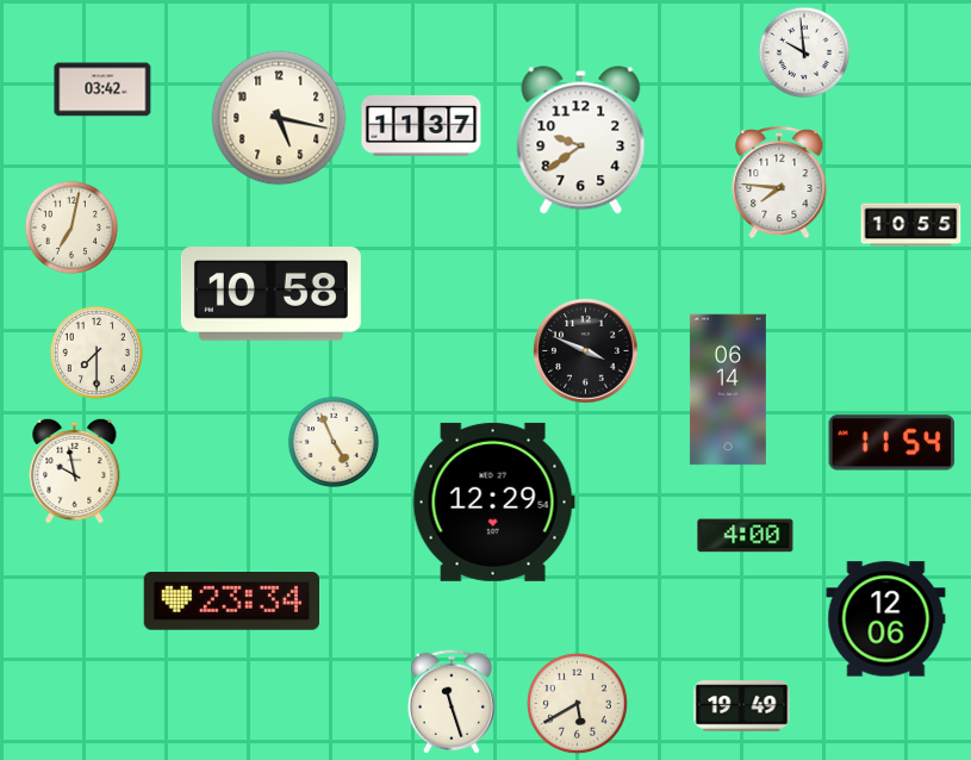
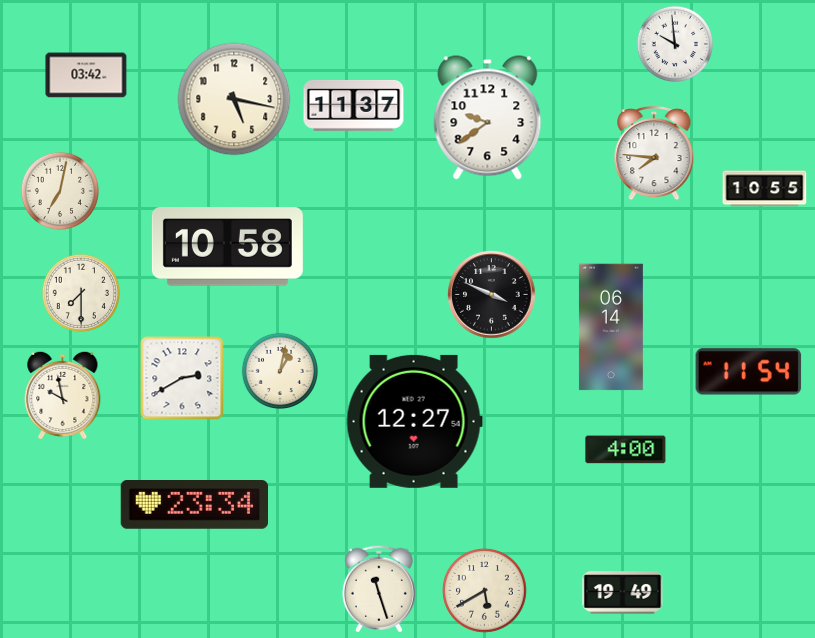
clock at (97, 353) position: (97, 353) -> (81, 293)
clock at (332, 441): 4:56 -> 1:02
clock at (182, 378): none -> 2:40
clock at (493, 502): 12:29 -> 12:27
clock at (886, 619): 12:06 -> none
